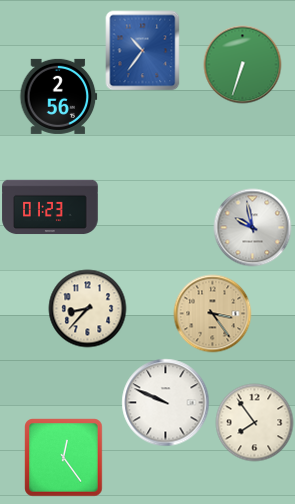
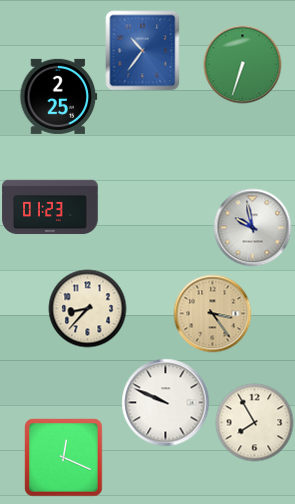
clock at (58, 96): 2:56 -> 2:25
clock at (254, 422): 7:54 -> 7:55
clock at (63, 457): 12:24 -> 12:19
